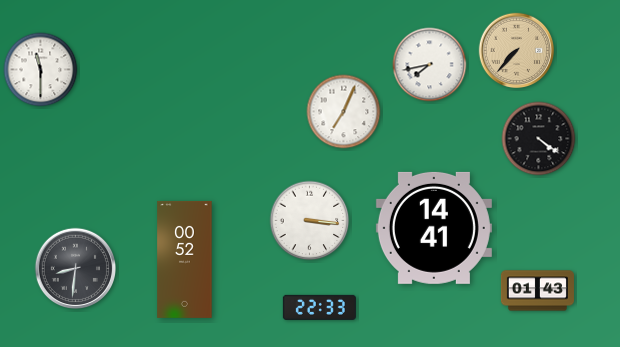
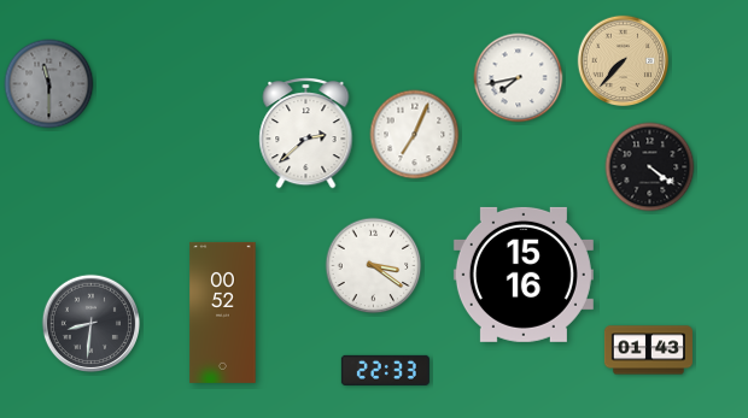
clock at (41, 70) dial: white -> grey
clock at (306, 133): none -> 2:38
clock at (310, 221): 3:16 -> 3:21
clock at (434, 228): 14:41 -> 15:16
